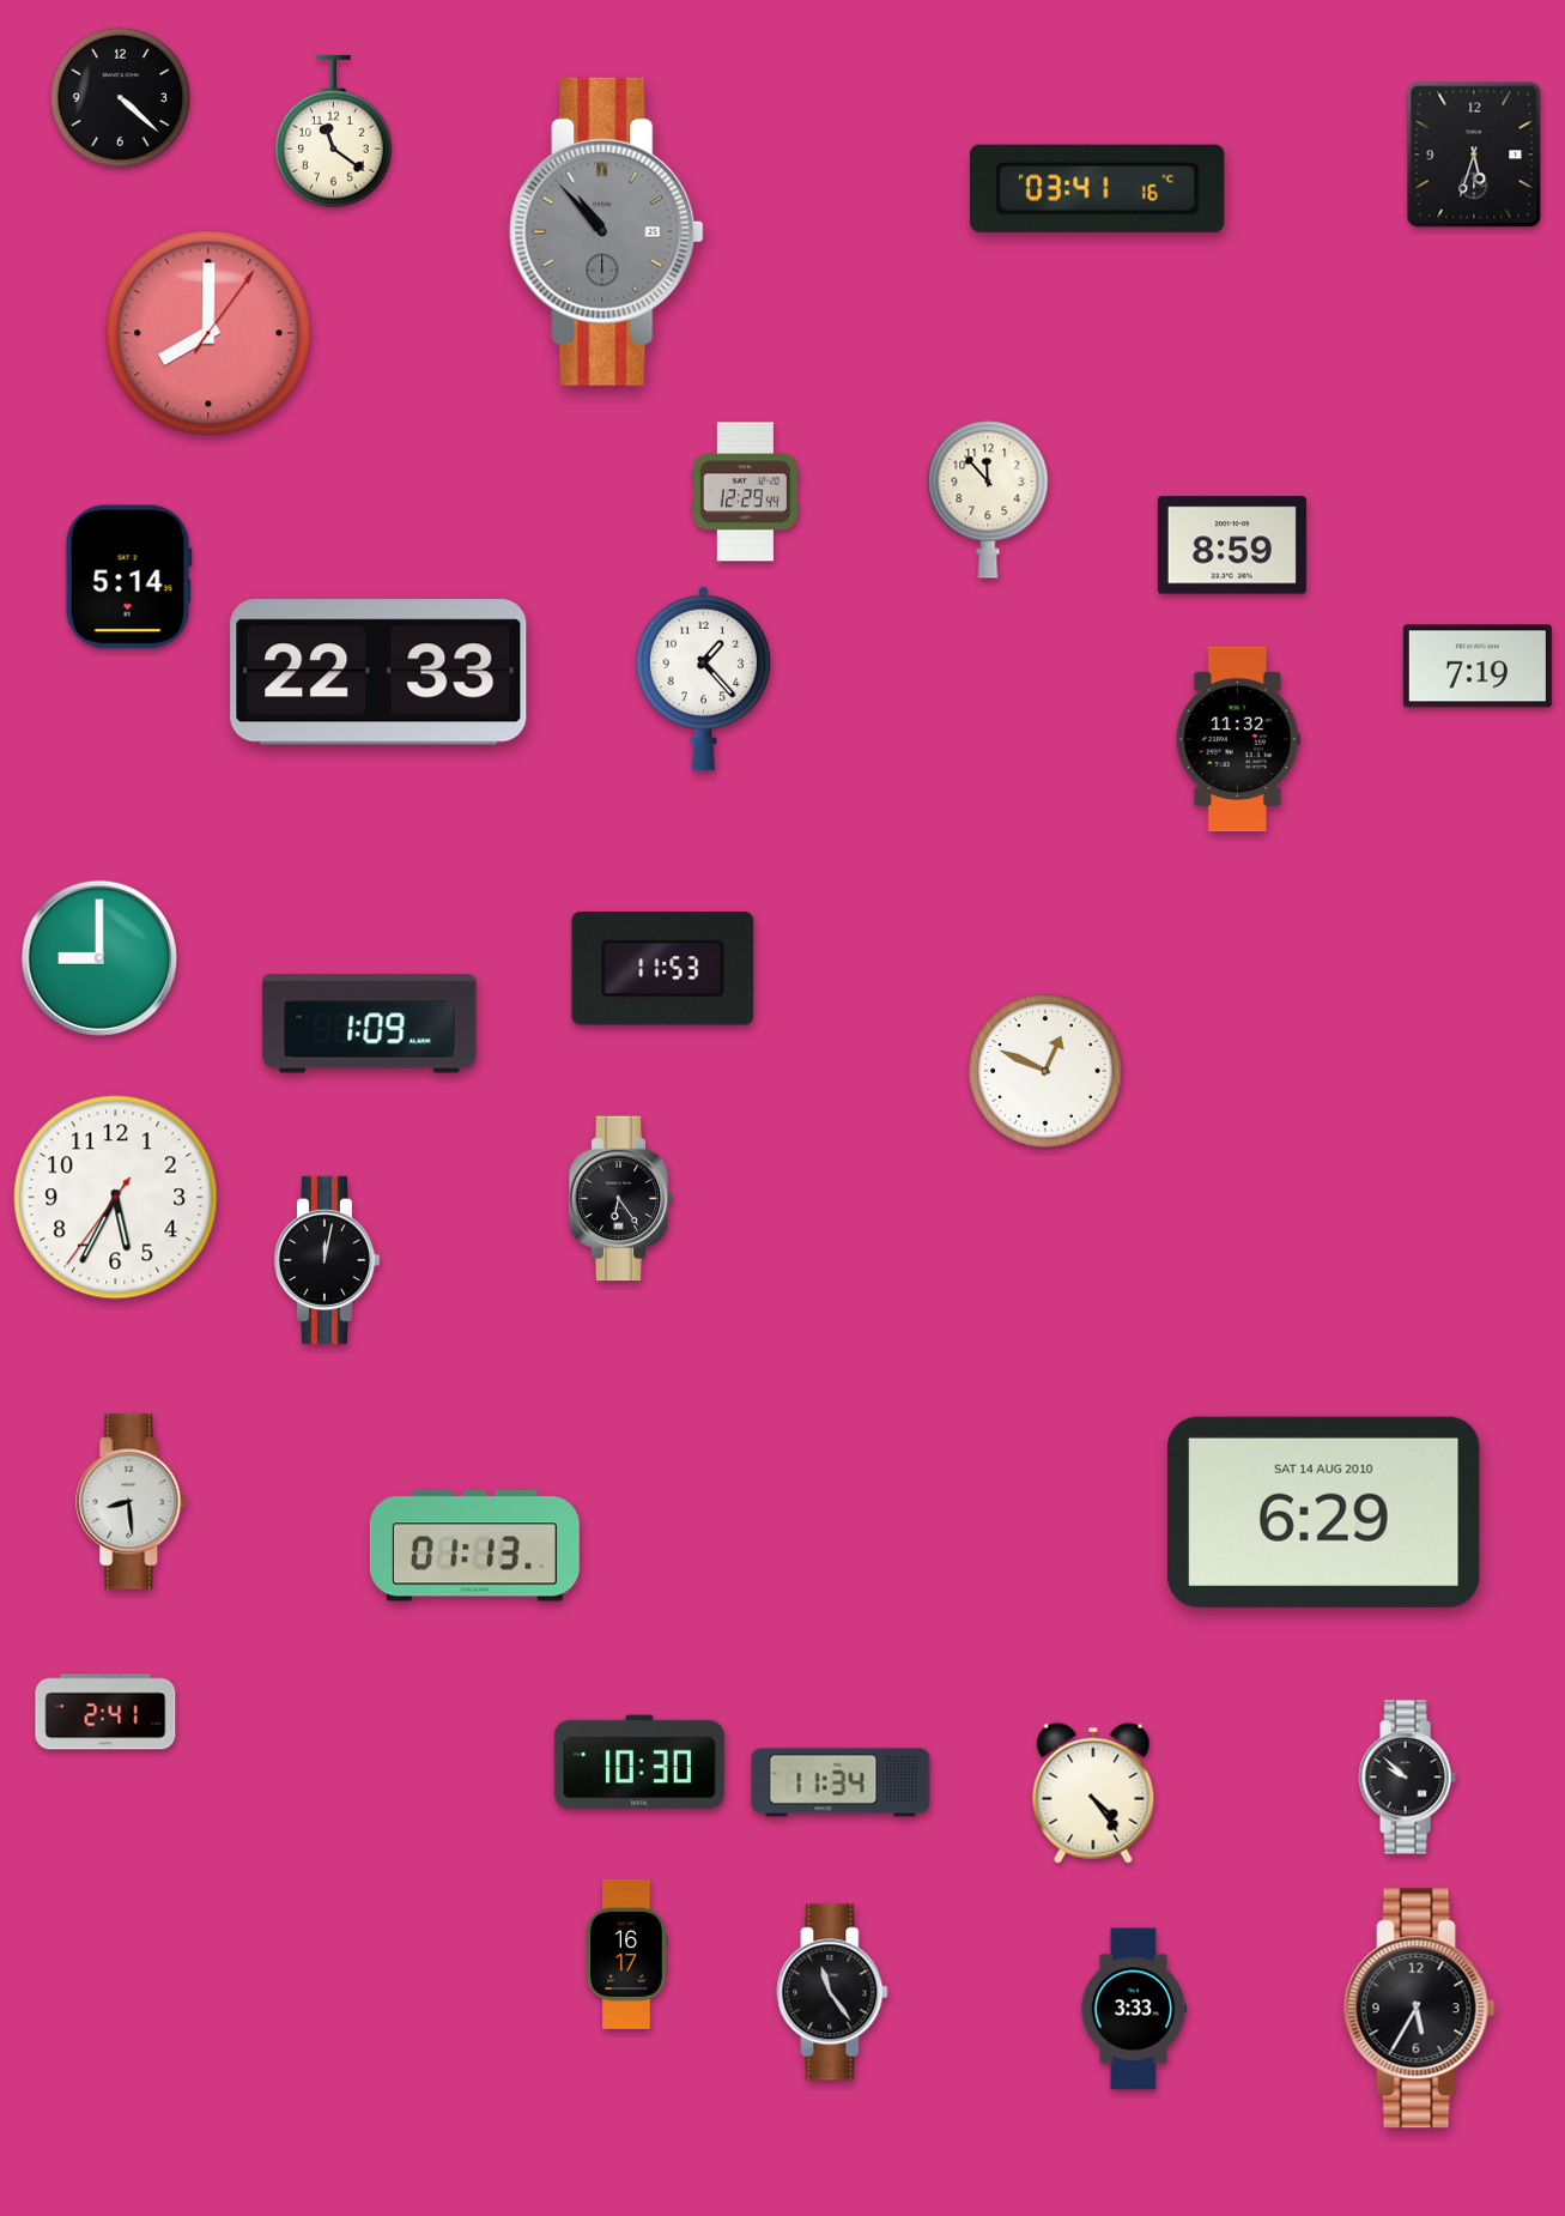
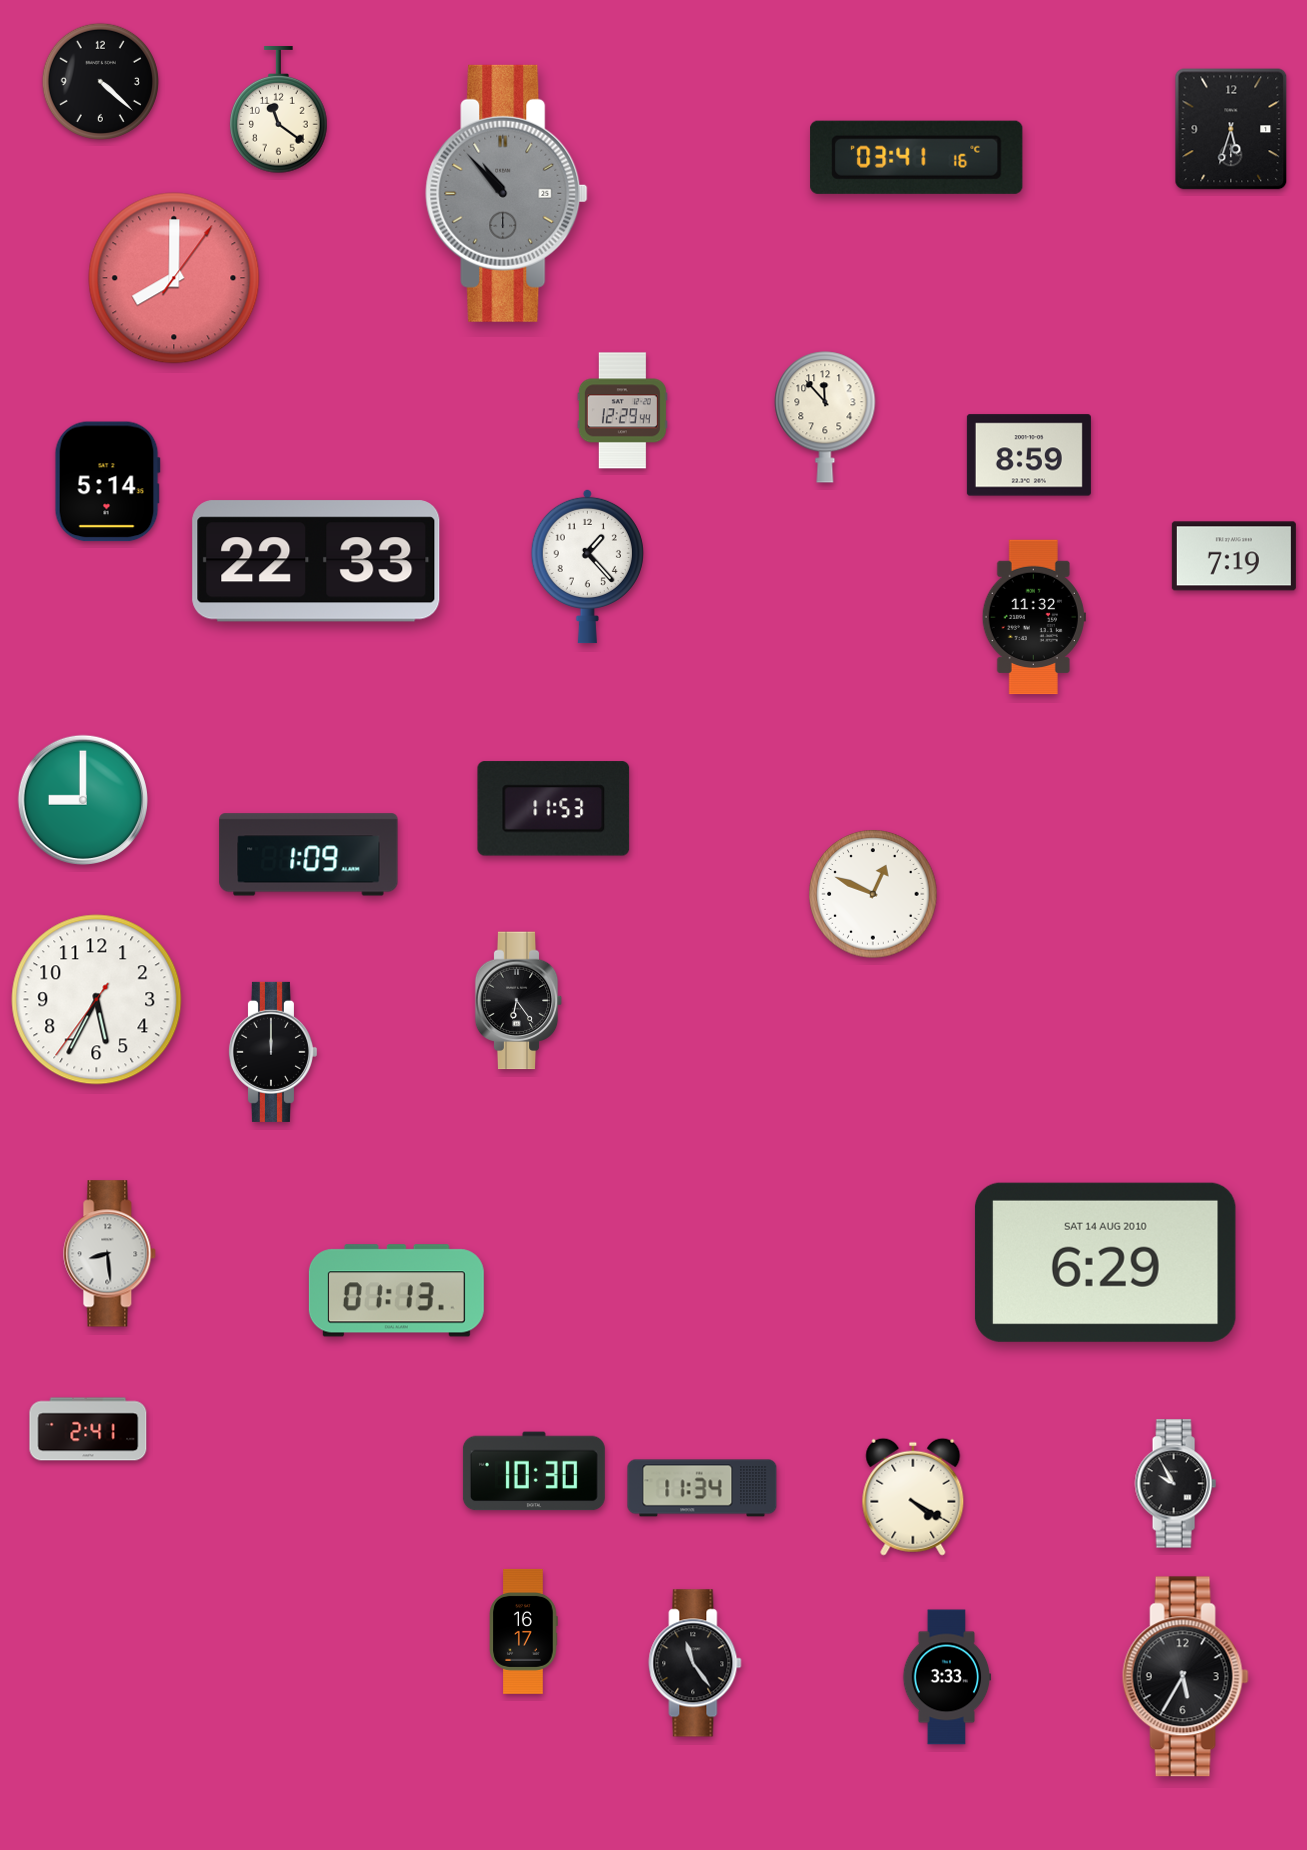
clock at (326, 1260): 12:02 -> 12:00
clock at (1407, 1778): 9:52 -> 9:55
clock at (1093, 1793): 4:24 -> 4:20
